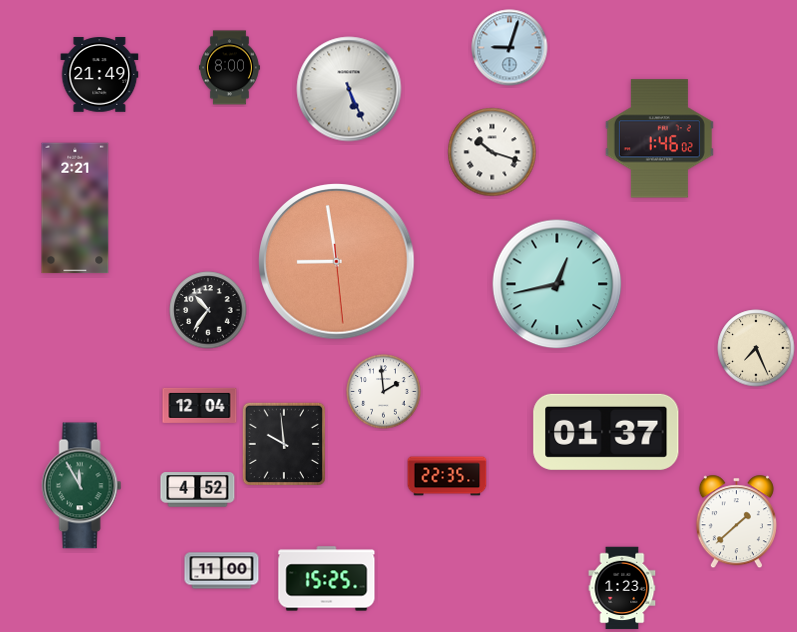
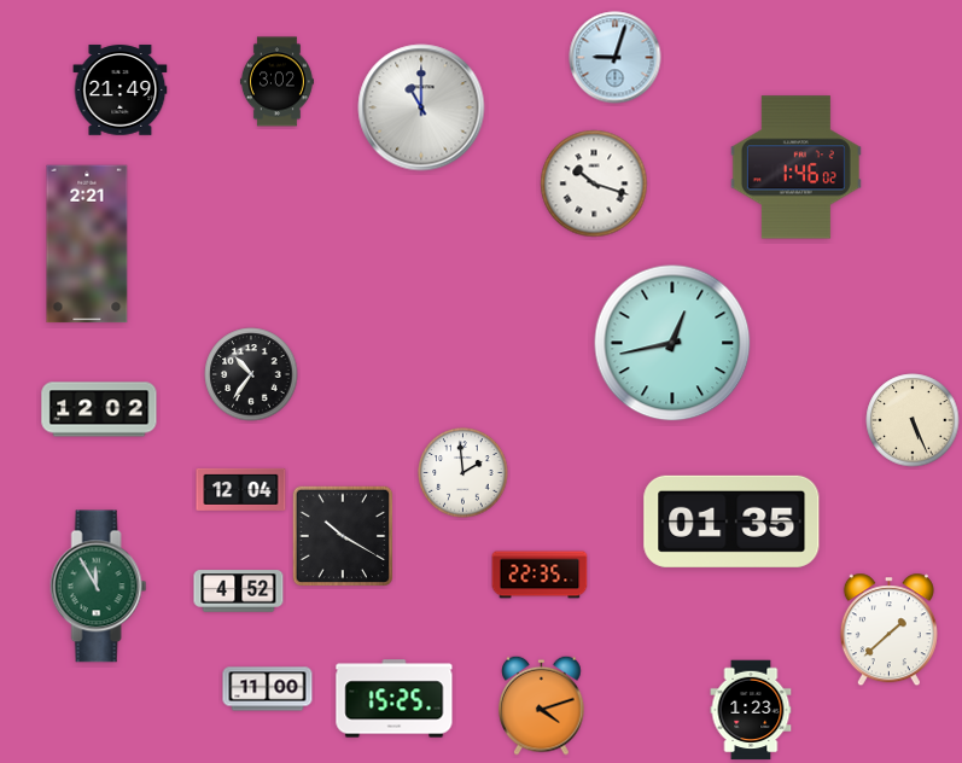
clock at (229, 68): 8:00 -> 3:02
clock at (349, 89): 5:26 -> 11:00
clock at (75, 208) position: (75, 208) -> (87, 244)
clock at (337, 262): 8:58 -> none
clock at (99, 409): none -> 12:02
clock at (756, 348): 7:26 -> 5:26
clock at (606, 432): 01:37 -> 01:35
clock at (284, 444): 9:59 -> 10:20
clock at (542, 705): none -> 4:12
